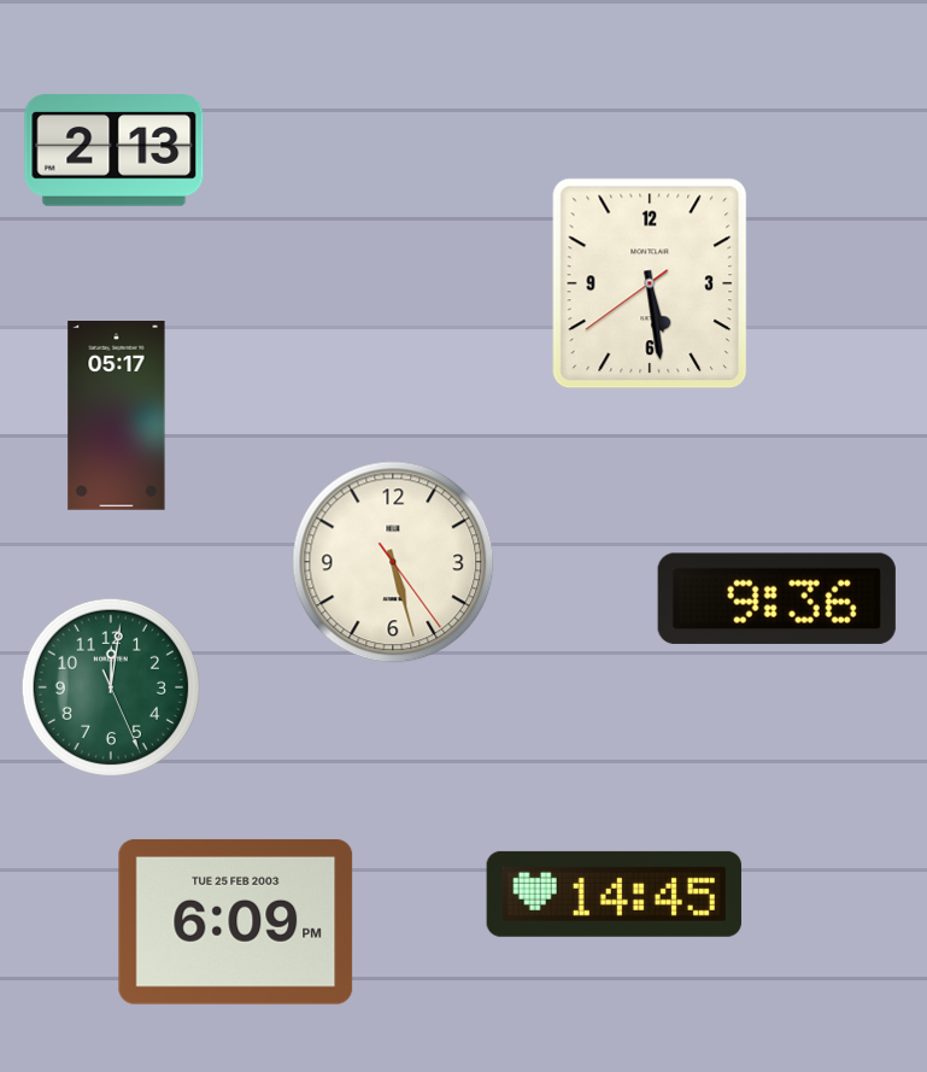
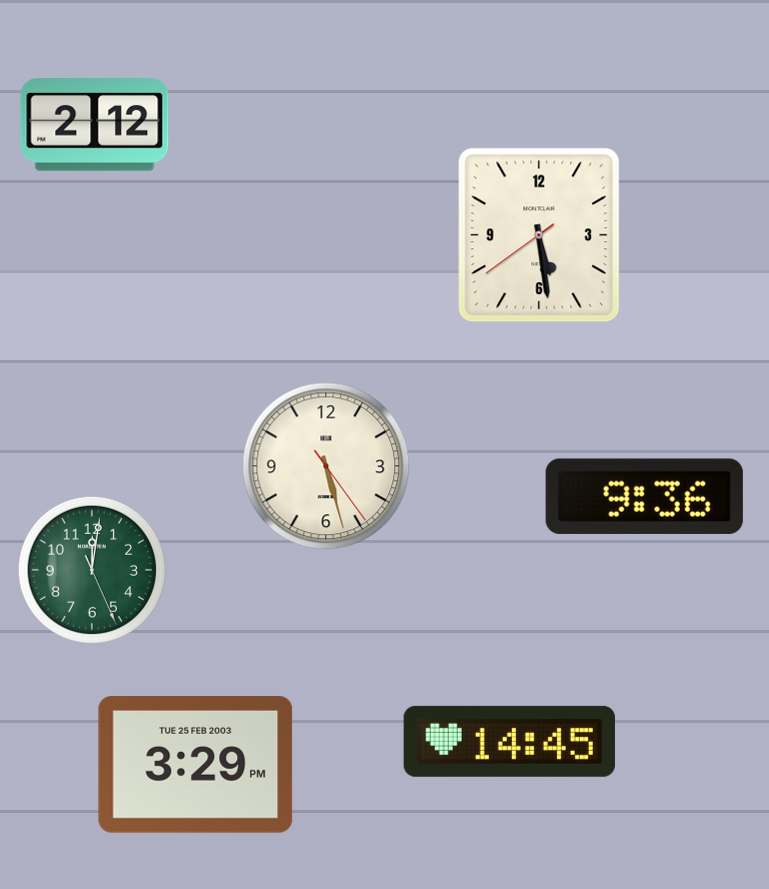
clock at (115, 151): 2:13 -> 2:12
clock at (117, 416): 05:17 -> none
clock at (236, 921): 6:09 -> 3:29
